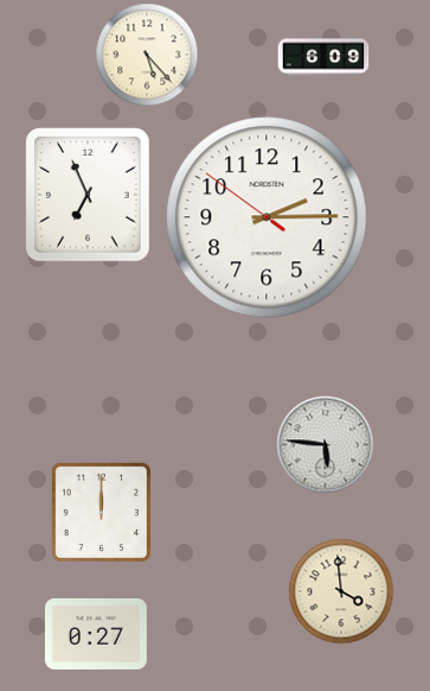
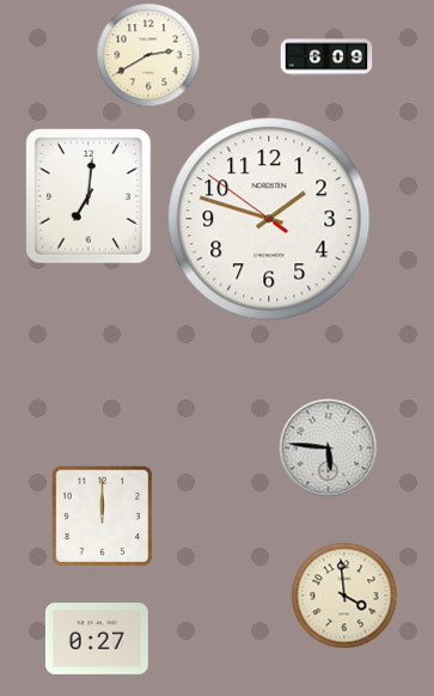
clock at (147, 55): 5:23 -> 2:40
clock at (88, 195): 6:56 -> 7:01
clock at (267, 217): 2:14 -> 1:47
